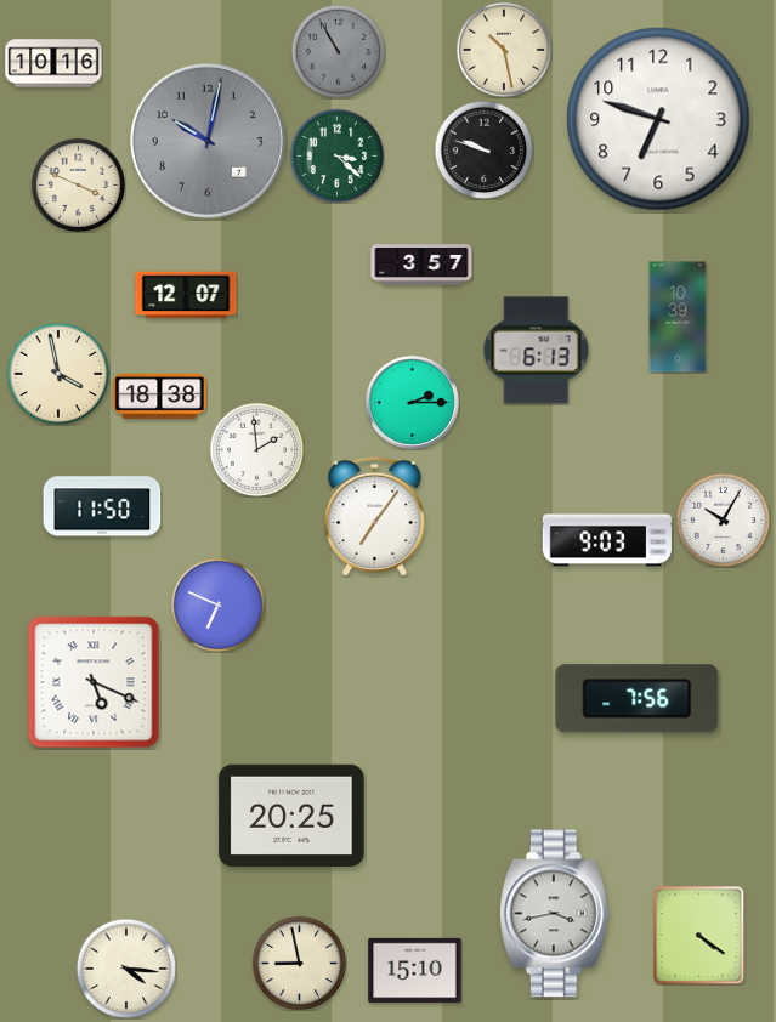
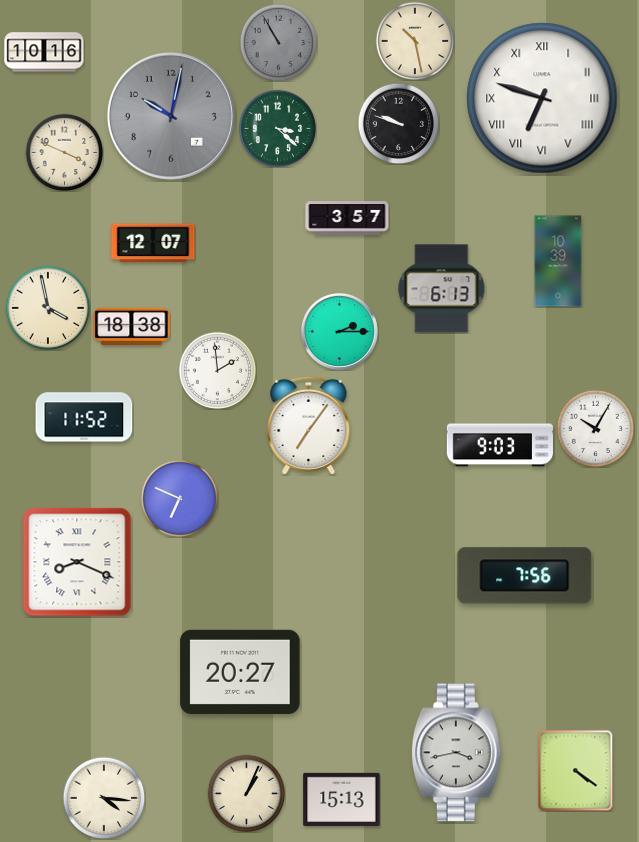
clock at (658, 119) numerals: Arabic -> Roman
clock at (256, 449) position: (256, 449) -> (217, 370)
clock at (102, 506): 11:50 -> 11:52
clock at (94, 682): 5:19 -> 8:19
clock at (291, 816): 20:25 -> 20:27
clock at (299, 963): 8:58 -> 1:04
clock at (415, 970): 15:10 -> 15:13
